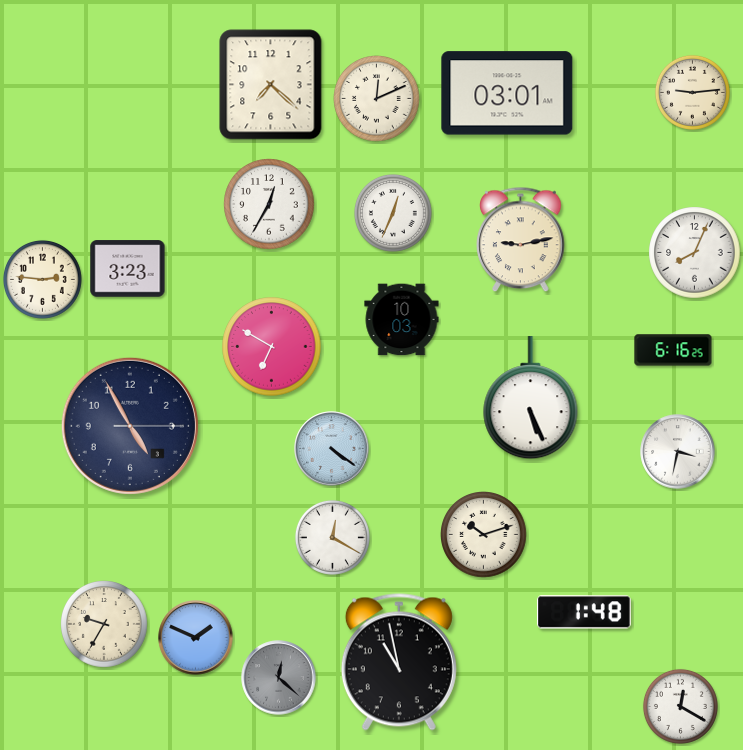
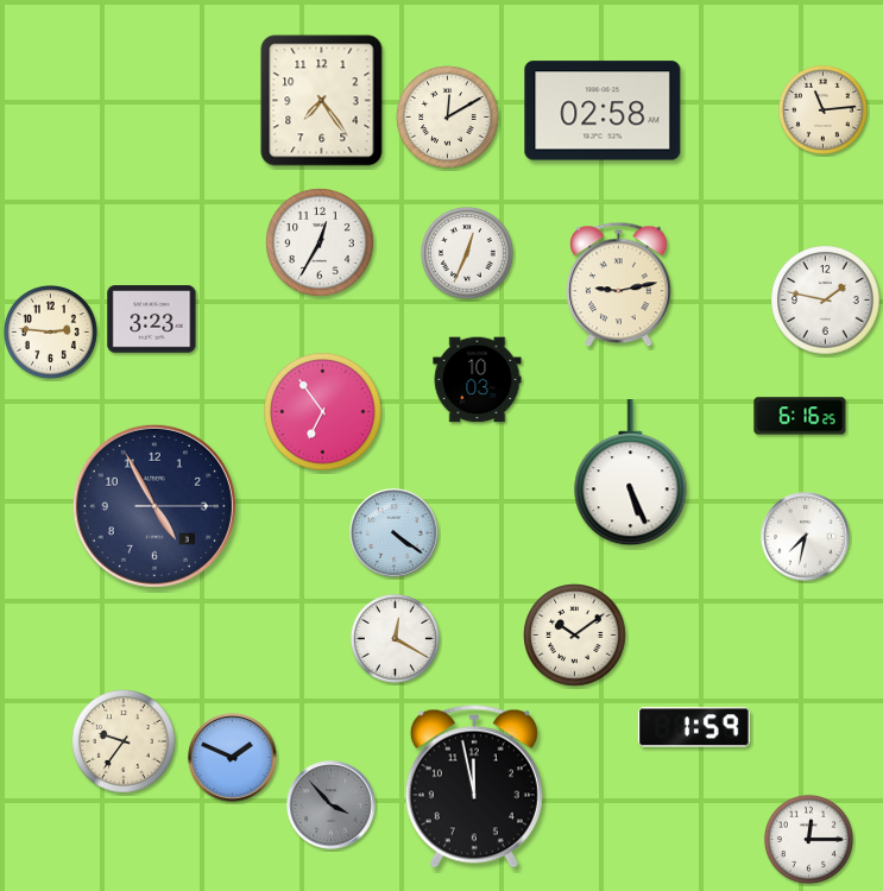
clock at (271, 85): 7:22 -> 7:24
clock at (692, 92): 9:14 -> 11:14
clock at (507, 93): 03:01 -> 02:58
clock at (377, 99): 12:11 -> 12:10
clock at (695, 253): 8:04 -> 1:47
clock at (272, 347): 6:50 -> 6:54
clock at (678, 452): 3:32 -> 7:32
clock at (484, 535): 10:12 -> 10:09
clock at (584, 612): 1:48 -> 1:59
clock at (104, 624): 9:35 -> 9:36
clock at (399, 662): 10:58 -> 11:58
clock at (279, 678): 12:22 -> 3:53
clock at (680, 706): 12:20 -> 12:15
